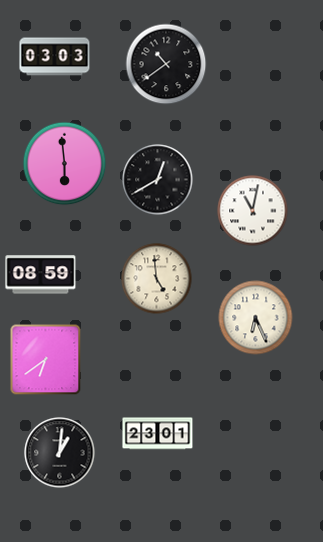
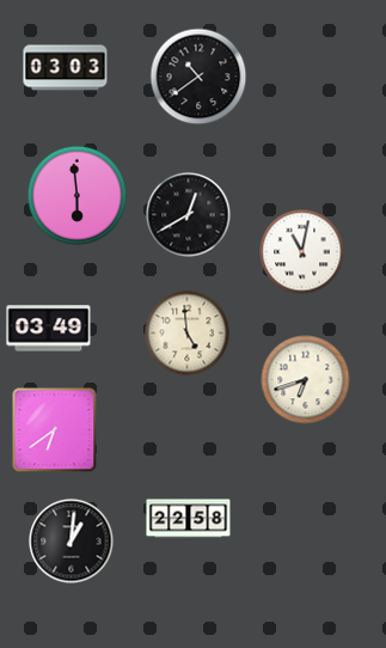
clock at (41, 275): 08:59 -> 03:49
clock at (256, 318): 6:26 -> 6:42
clock at (158, 434): 23:01 -> 22:58
